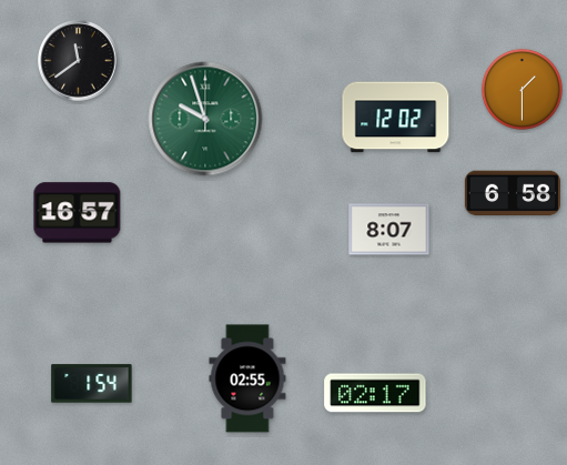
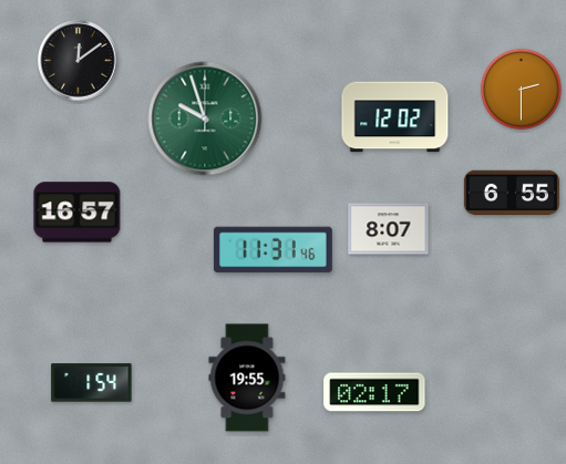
clock at (79, 61): 11:39 -> 12:09
clock at (522, 89): 1:30 -> 2:30
clock at (513, 193): 6:58 -> 6:55
clock at (272, 250): none -> 11:31
clock at (247, 378): 02:55 -> 19:55
